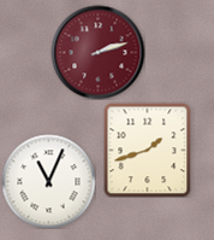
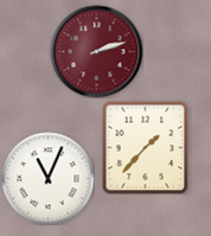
clock at (148, 150): 1:42 -> 1:37
